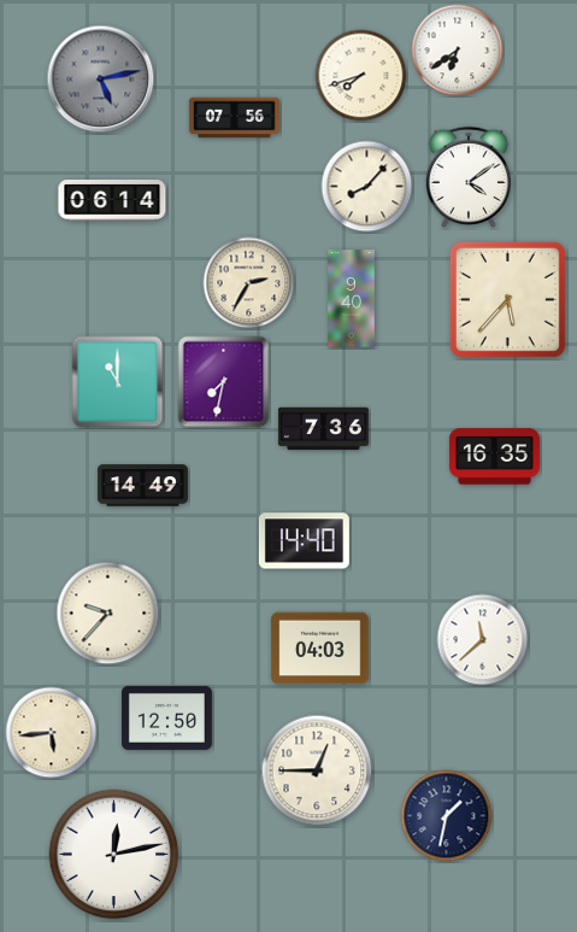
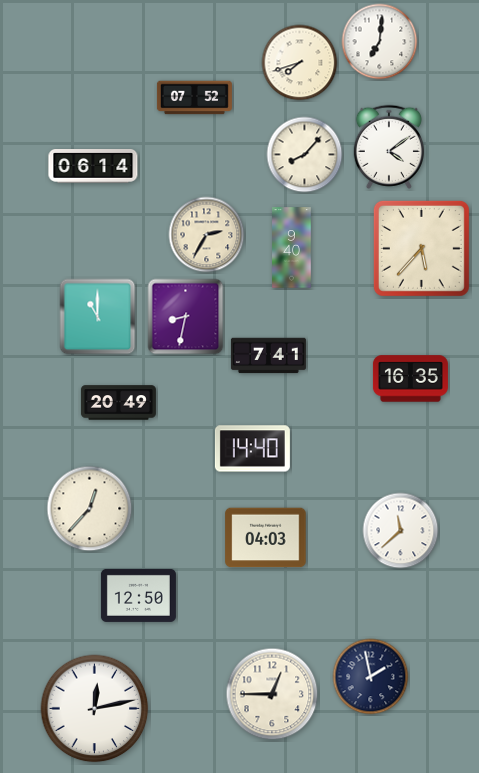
clock at (458, 51): 6:39 -> 7:01
clock at (101, 80): 5:13 -> none
clock at (234, 118): 07:56 -> 07:52
clock at (224, 382): 7:32 -> 8:32
clock at (323, 429): 7:36 -> 7:41
clock at (142, 486): 14:49 -> 20:49
clock at (108, 614): 9:37 -> 12:37
clock at (52, 733): 5:44 -> none
clock at (317, 770) position: (317, 770) -> (272, 694)
clock at (447, 816): 1:32 -> 1:58
